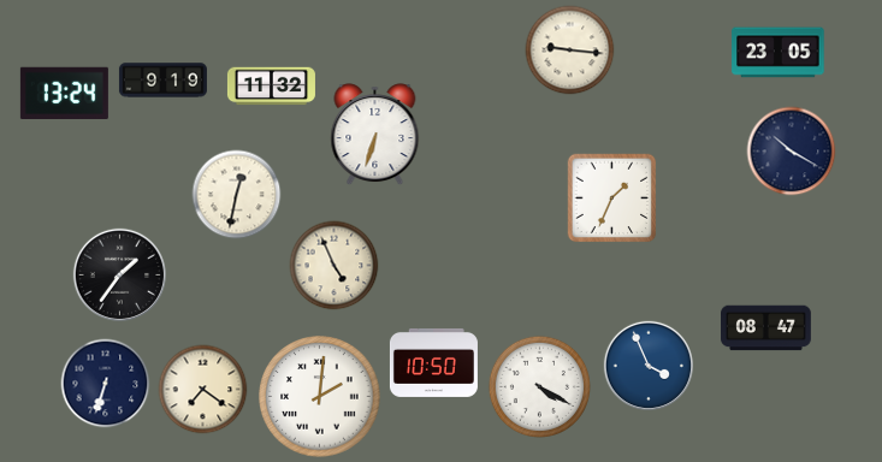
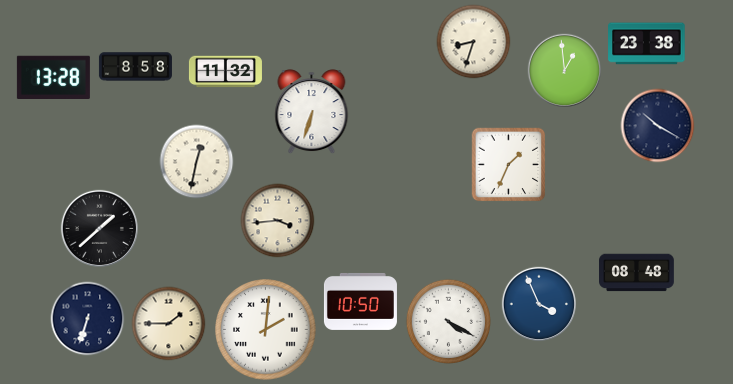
clock at (570, 51): 9:16 -> 8:33
clock at (779, 53): 23:05 -> 23:38
clock at (162, 81): 9:19 -> 8:58
clock at (564, 70): none -> 12:59
clock at (64, 93): 13:24 -> 13:28
clock at (335, 266): 4:56 -> 3:44
clock at (119, 274): 1:36 -> 1:38
clock at (766, 328): 08:47 -> 08:48
clock at (203, 390): 7:21 -> 1:45
